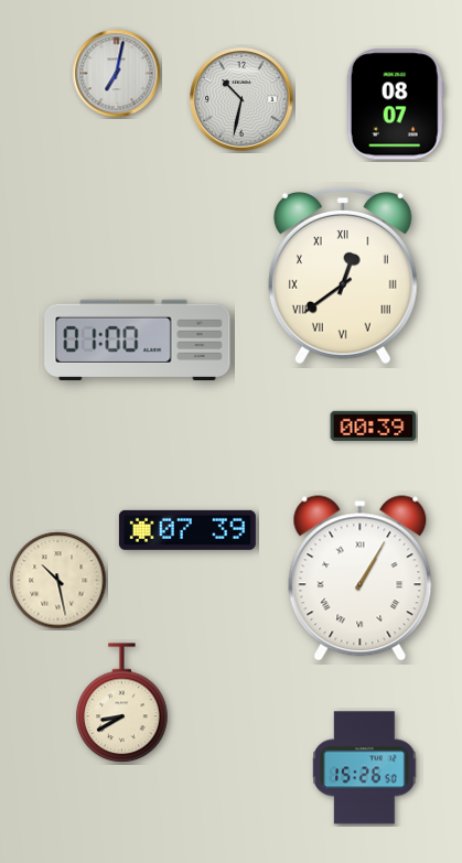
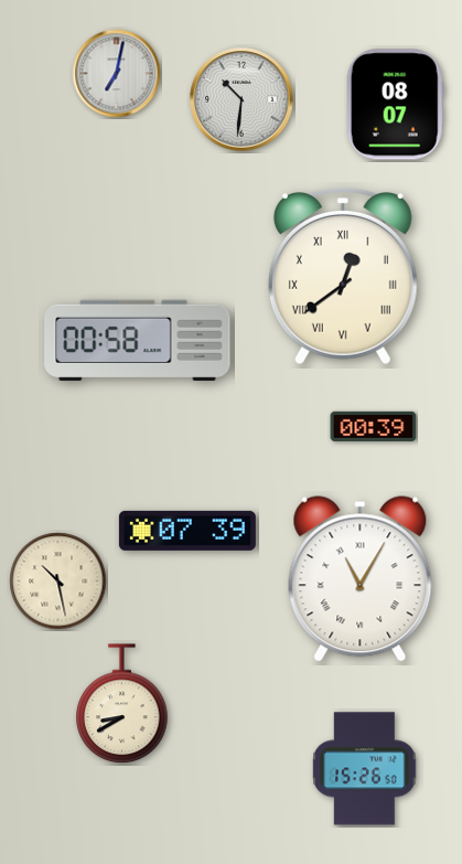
clock at (241, 99): 10:32 -> 10:31
clock at (138, 339): 01:00 -> 00:58
clock at (361, 579): 1:05 -> 11:05
